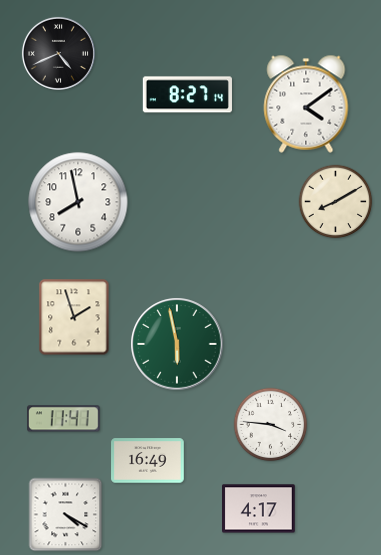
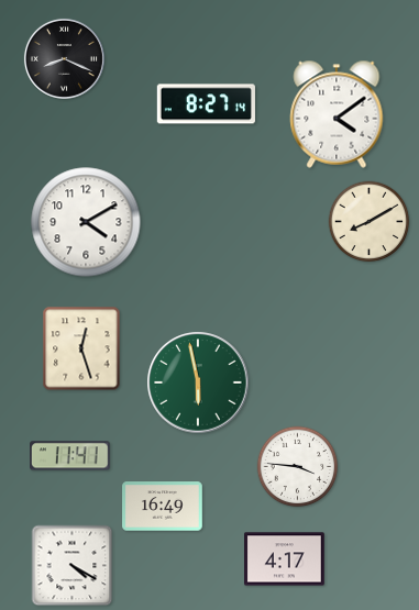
clock at (58, 53): 4:41 -> 8:19
clock at (78, 202): 7:58 -> 4:10
clock at (74, 317): 1:57 -> 12:27
clock at (177, 344) position: (177, 344) -> (198, 382)
clock at (64, 419) position: (64, 419) -> (70, 456)
